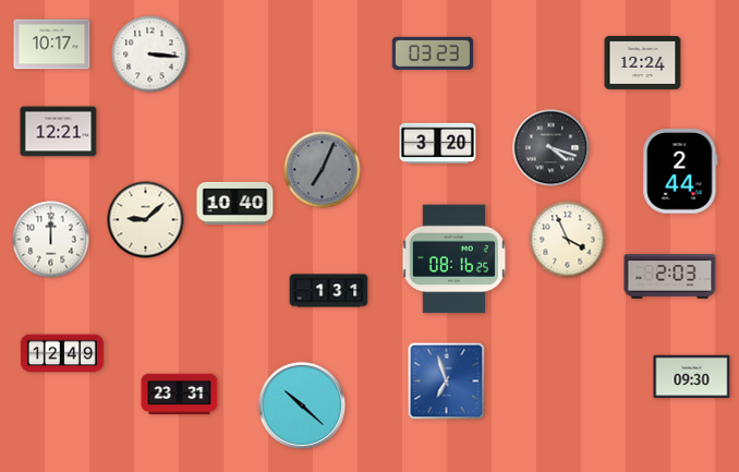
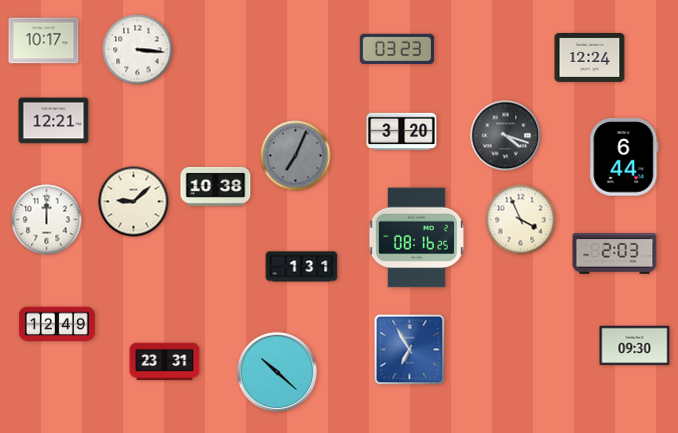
clock at (52, 45) position: (52, 45) -> (44, 41)
clock at (680, 171): 2:44 -> 6:44
clock at (235, 203): 10:40 -> 10:38
clock at (447, 382): 6:57 -> 6:55
